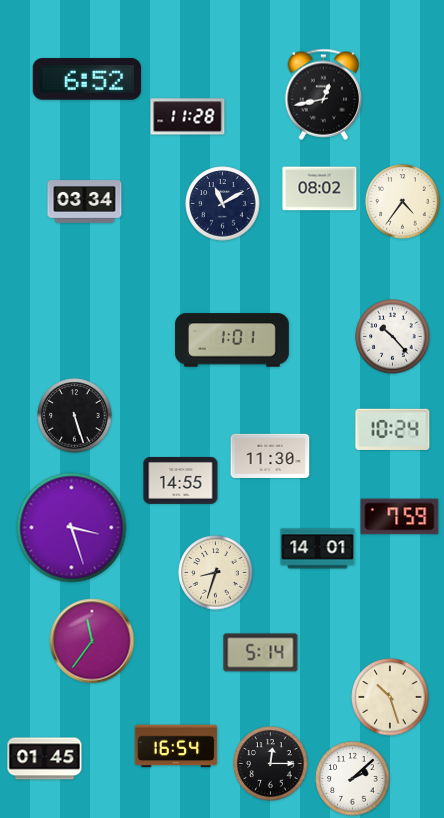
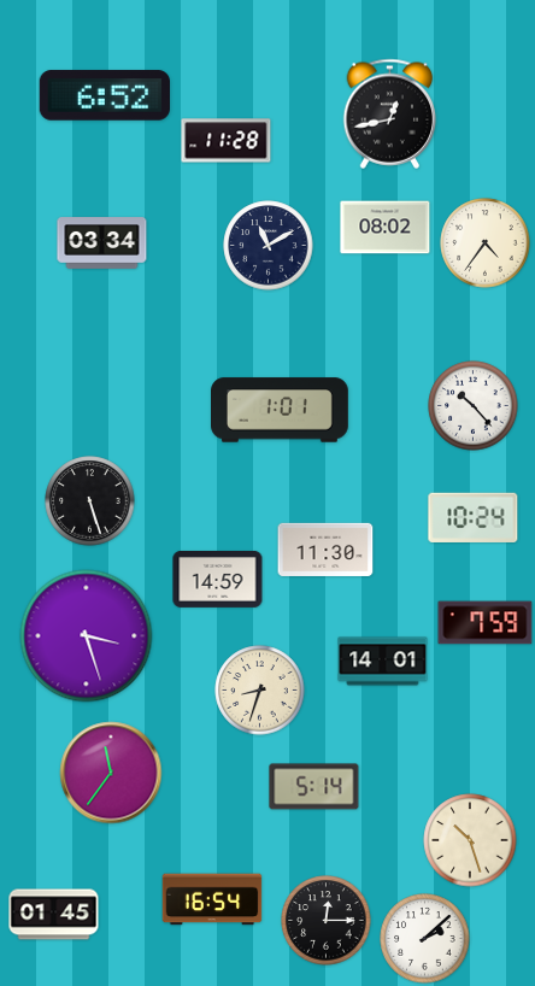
clock at (181, 480): 14:55 -> 14:59
clock at (400, 517) position: (400, 517) -> (486, 623)
